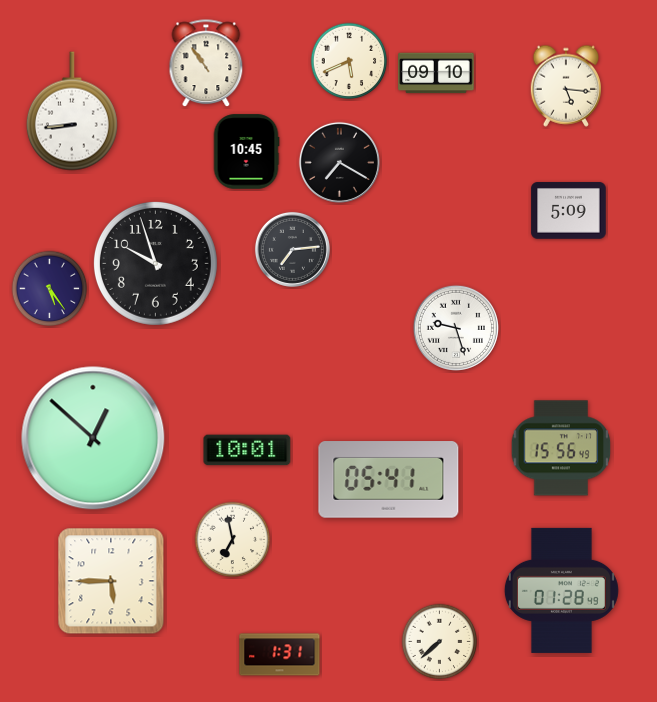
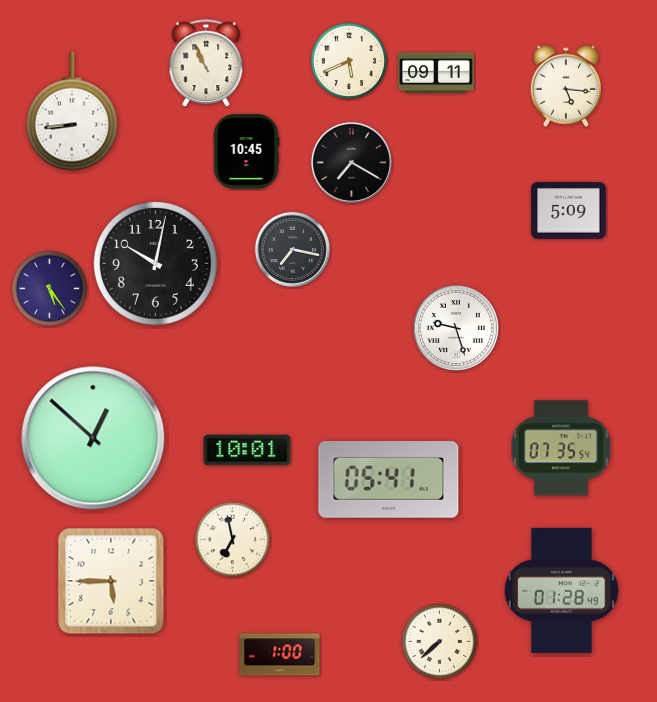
clock at (206, 64): 10:54 -> 10:56
clock at (436, 73): 09:10 -> 09:11
clock at (339, 162) position: (339, 162) -> (351, 162)
clock at (292, 249): 7:14 -> 7:17
clock at (155, 263): 9:57 -> 10:02
clock at (561, 448): 15:56 -> 07:35
clock at (280, 655): 1:31 -> 1:00
